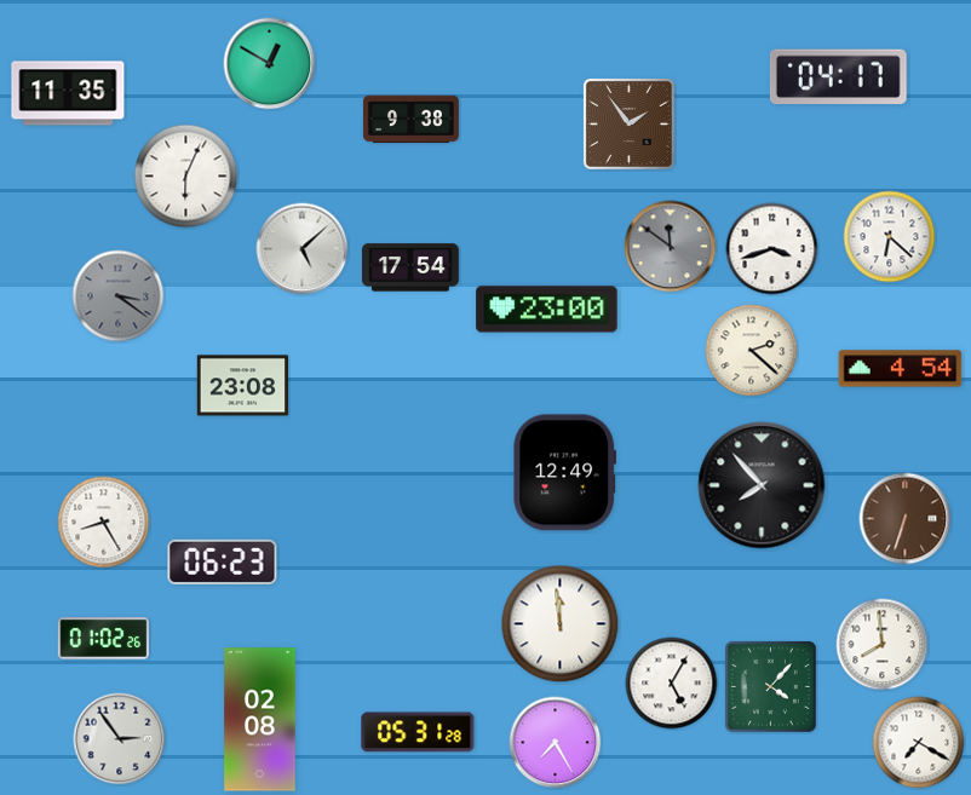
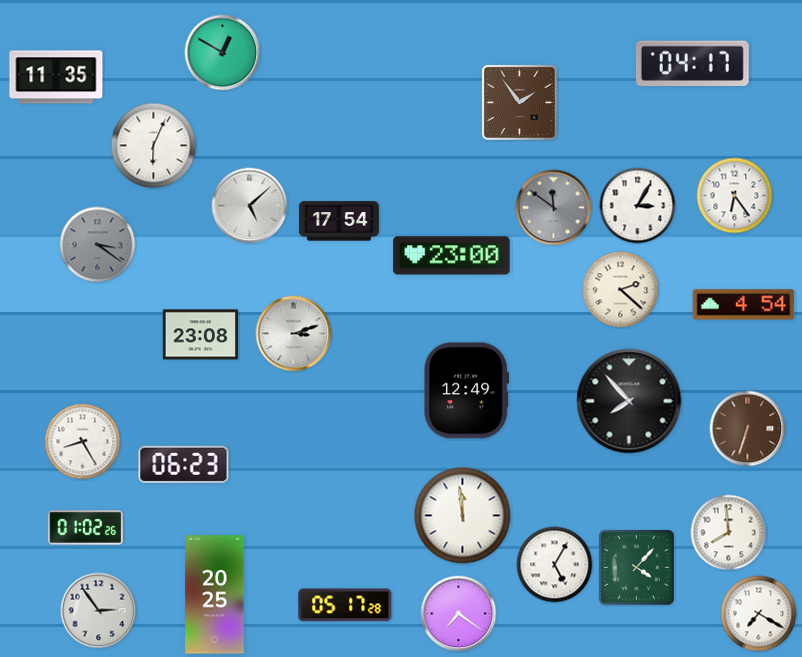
clock at (410, 120): 9:38 -> none
clock at (890, 237): 6:22 -> 6:24
clock at (671, 247) position: (671, 247) -> (554, 208)
clock at (772, 249): 3:42 -> 3:05
clock at (242, 386) position: (242, 386) -> (200, 335)
clock at (294, 334): none -> 3:12
clock at (104, 523) position: (104, 523) -> (83, 442)
clock at (260, 720): 02:08 -> 20:25
clock at (418, 732): 05:31 -> 05:17
clock at (556, 743): 7:25 -> 7:21
